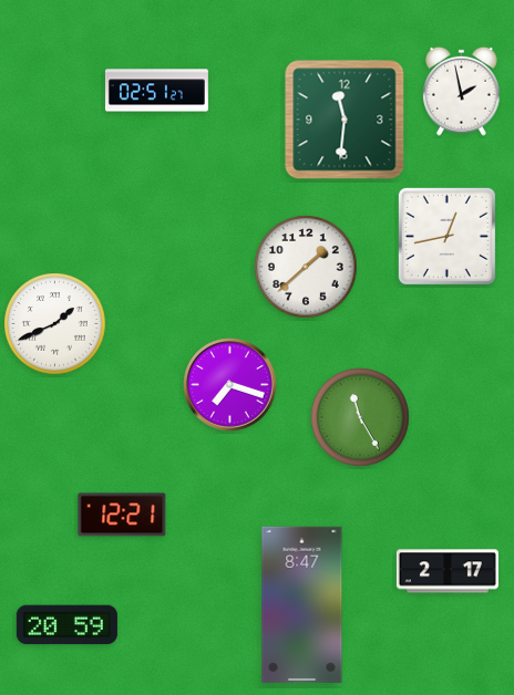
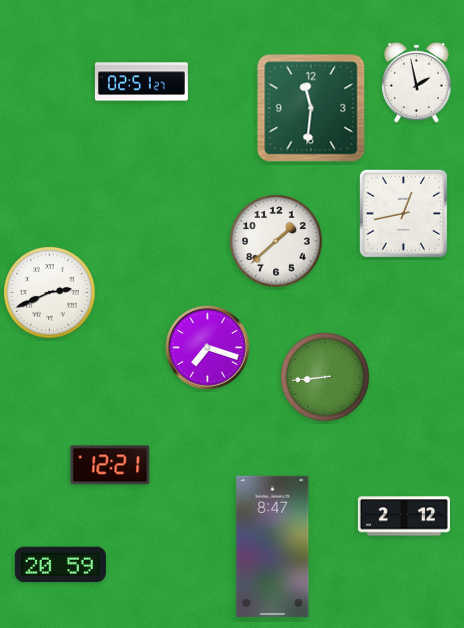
clock at (55, 324): 1:41 -> 2:41
clock at (360, 417): 11:25 -> 8:44
clock at (448, 571): 2:17 -> 2:12
